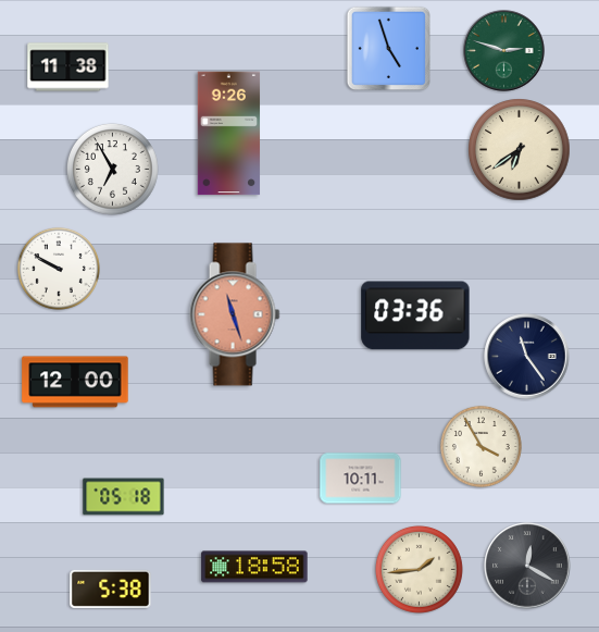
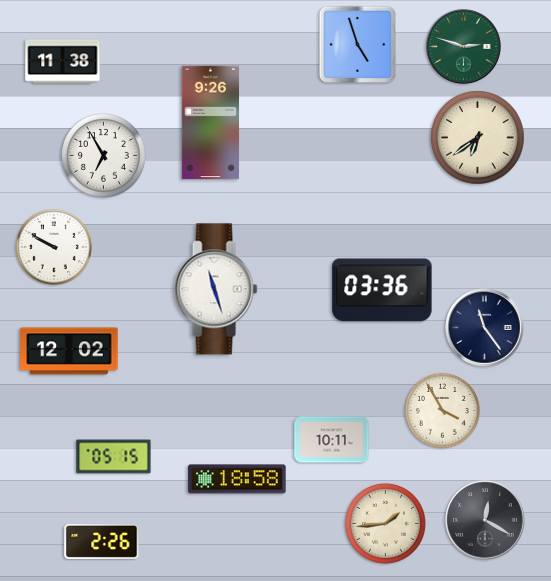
clock at (235, 314) dial: salmon -> white
clock at (75, 382): 12:00 -> 12:02
clock at (124, 497): 05:18 -> 05:15
clock at (254, 567) position: (254, 567) -> (237, 479)
clock at (111, 588): 5:38 -> 2:26
